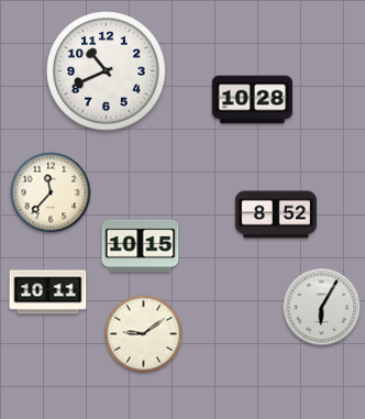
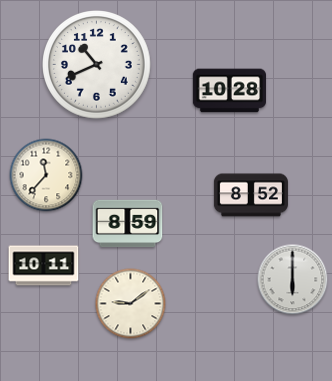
clock at (141, 246): 10:15 -> 8:59
clock at (322, 308): 6:05 -> 6:00
